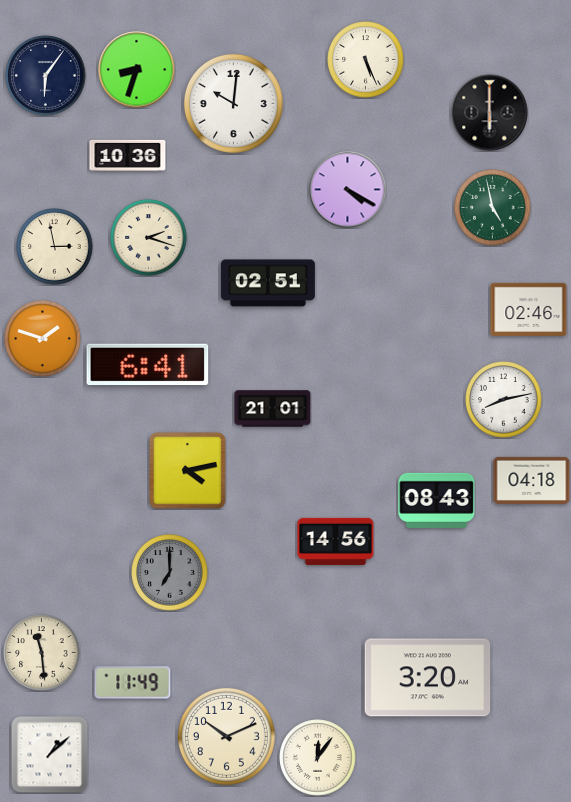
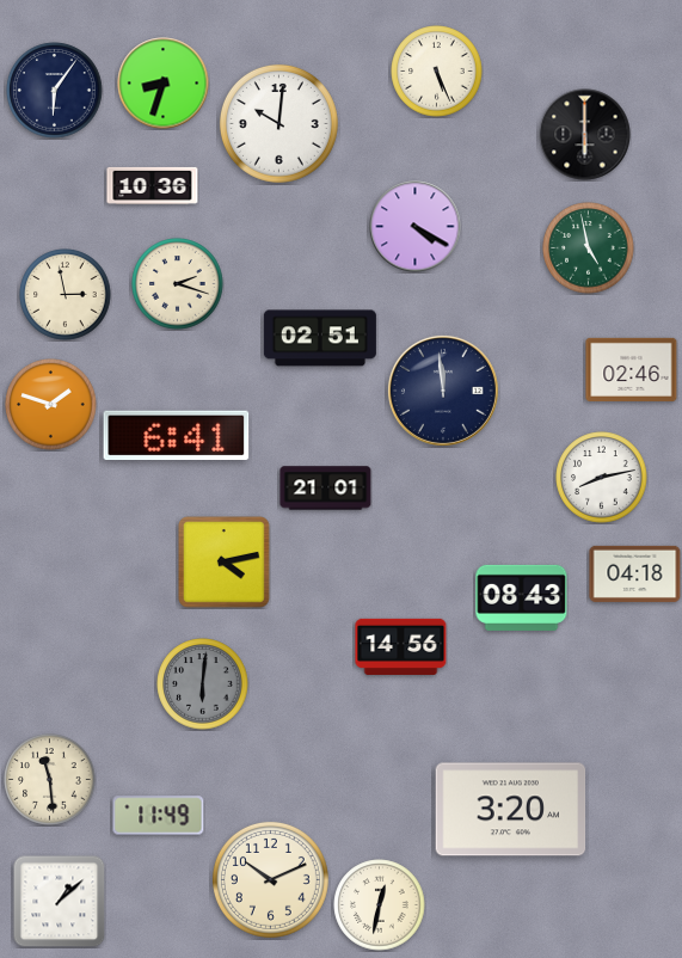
clock at (443, 391): none -> 11:59
clock at (170, 573): 7:00 -> 6:01
clock at (318, 758): 12:06 -> 12:32
